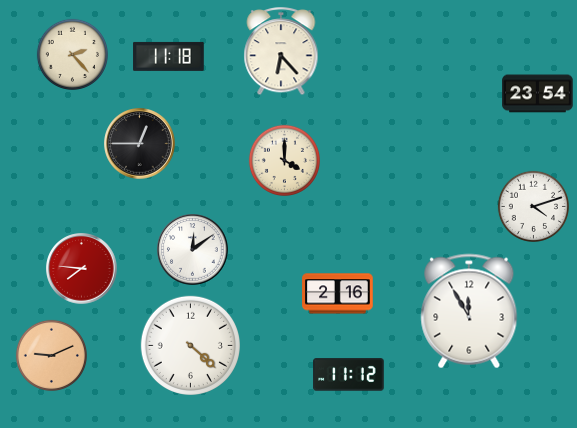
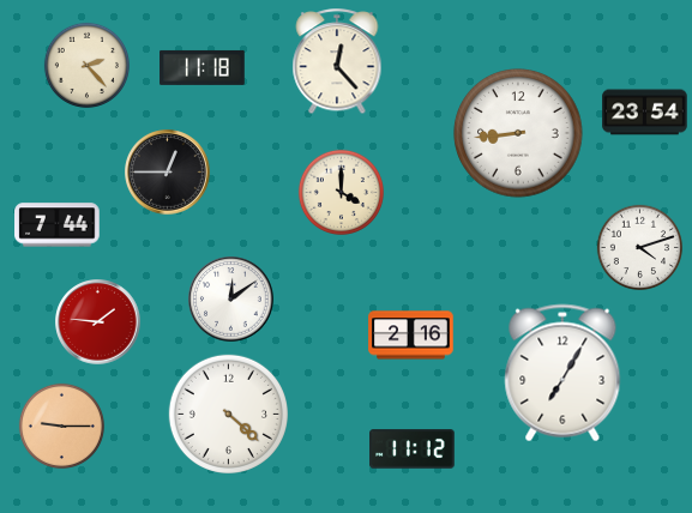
clock at (281, 52): 6:23 -> 12:23
clock at (518, 133): none -> 8:44
clock at (58, 225): none -> 7:44
clock at (82, 269): 7:46 -> 1:46
clock at (338, 294) position: (338, 294) -> (411, 336)
clock at (469, 311): 11:55 -> 7:05
clock at (51, 355): 9:11 -> 9:15
clock at (349, 375) position: (349, 375) -> (413, 449)
